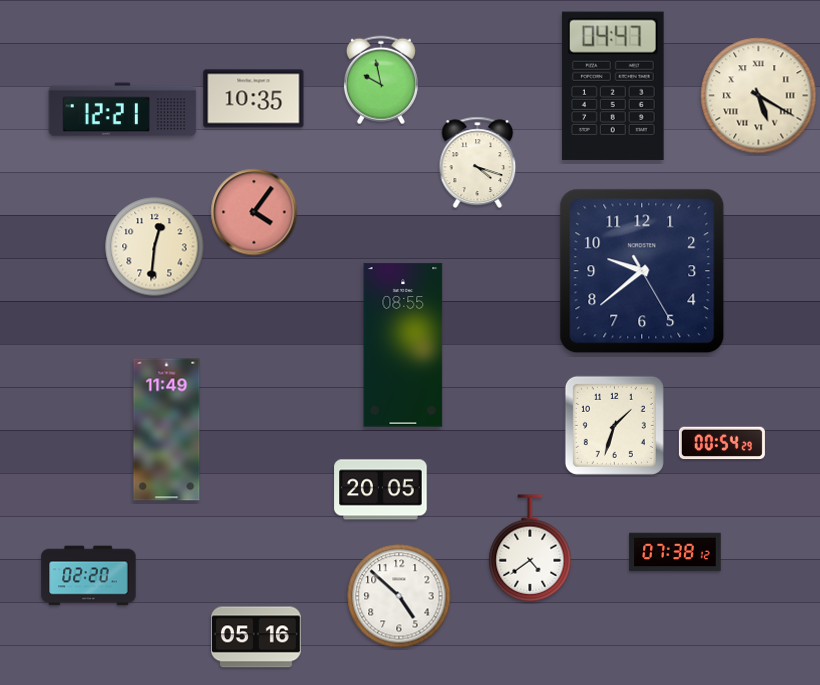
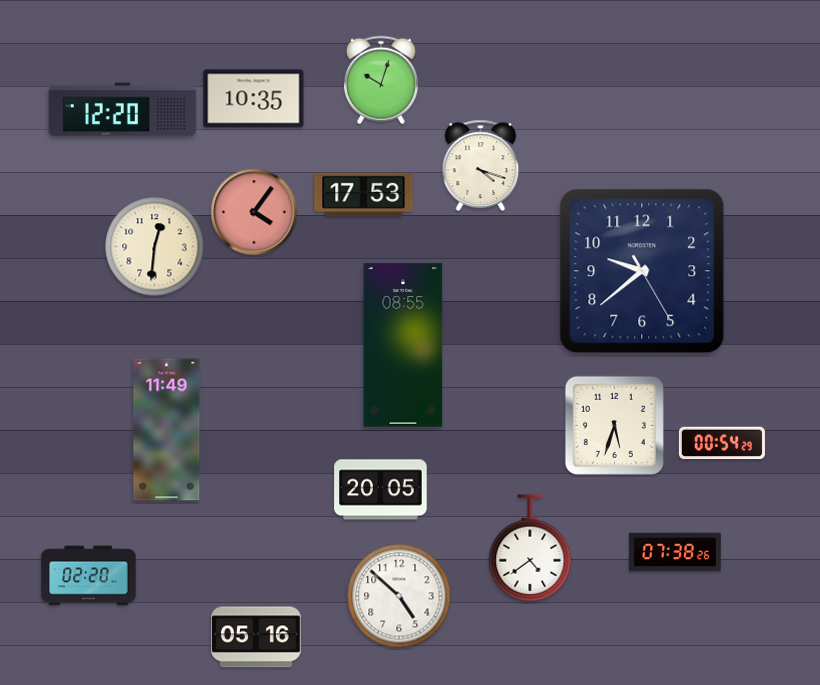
clock at (381, 80): 9:58 -> 10:03
clock at (613, 86): 04:47 -> none
clock at (759, 96): 5:20 -> none
clock at (123, 110): 12:21 -> 12:20
clock at (478, 162) position: (478, 162) -> (481, 165)
clock at (364, 194): none -> 17:53
clock at (614, 425): 1:33 -> 5:33
clock at (675, 552): 07:38:12 -> 07:38:26
